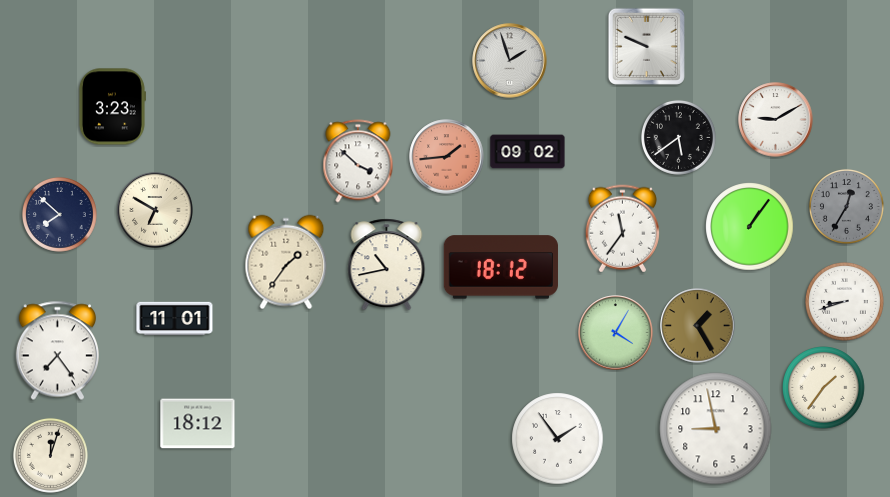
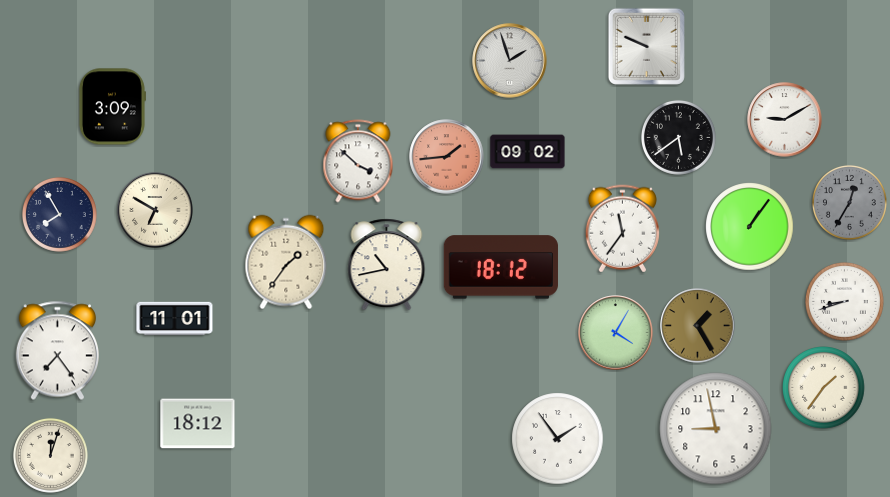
clock at (112, 107): 3:23 -> 3:09
clock at (776, 120) position: (776, 120) -> (785, 120)
clock at (846, 206) position: (846, 206) -> (849, 202)
clock at (59, 214): 7:52 -> 7:55
